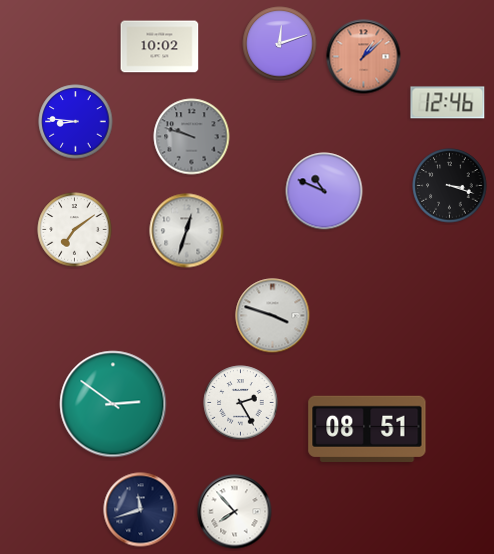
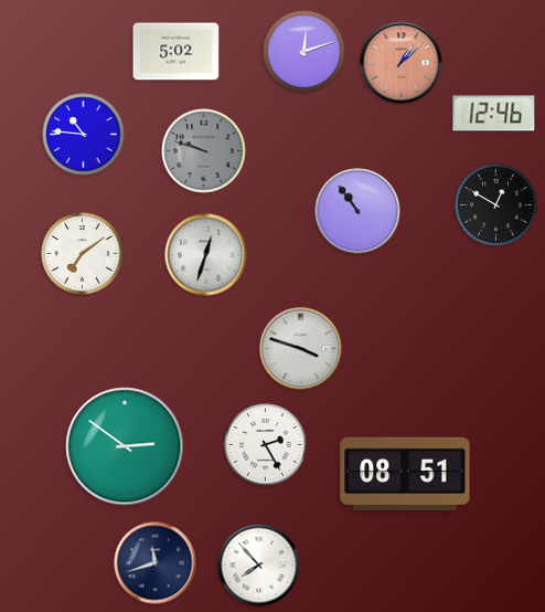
clock at (280, 44) position: (280, 44) -> (304, 52)
clock at (160, 47): 10:02 -> 5:02
clock at (76, 122): 8:46 -> 10:46
clock at (192, 137) position: (192, 137) -> (204, 151)
clock at (450, 186): 3:18 -> 12:50
clock at (324, 191): 10:49 -> 10:54
